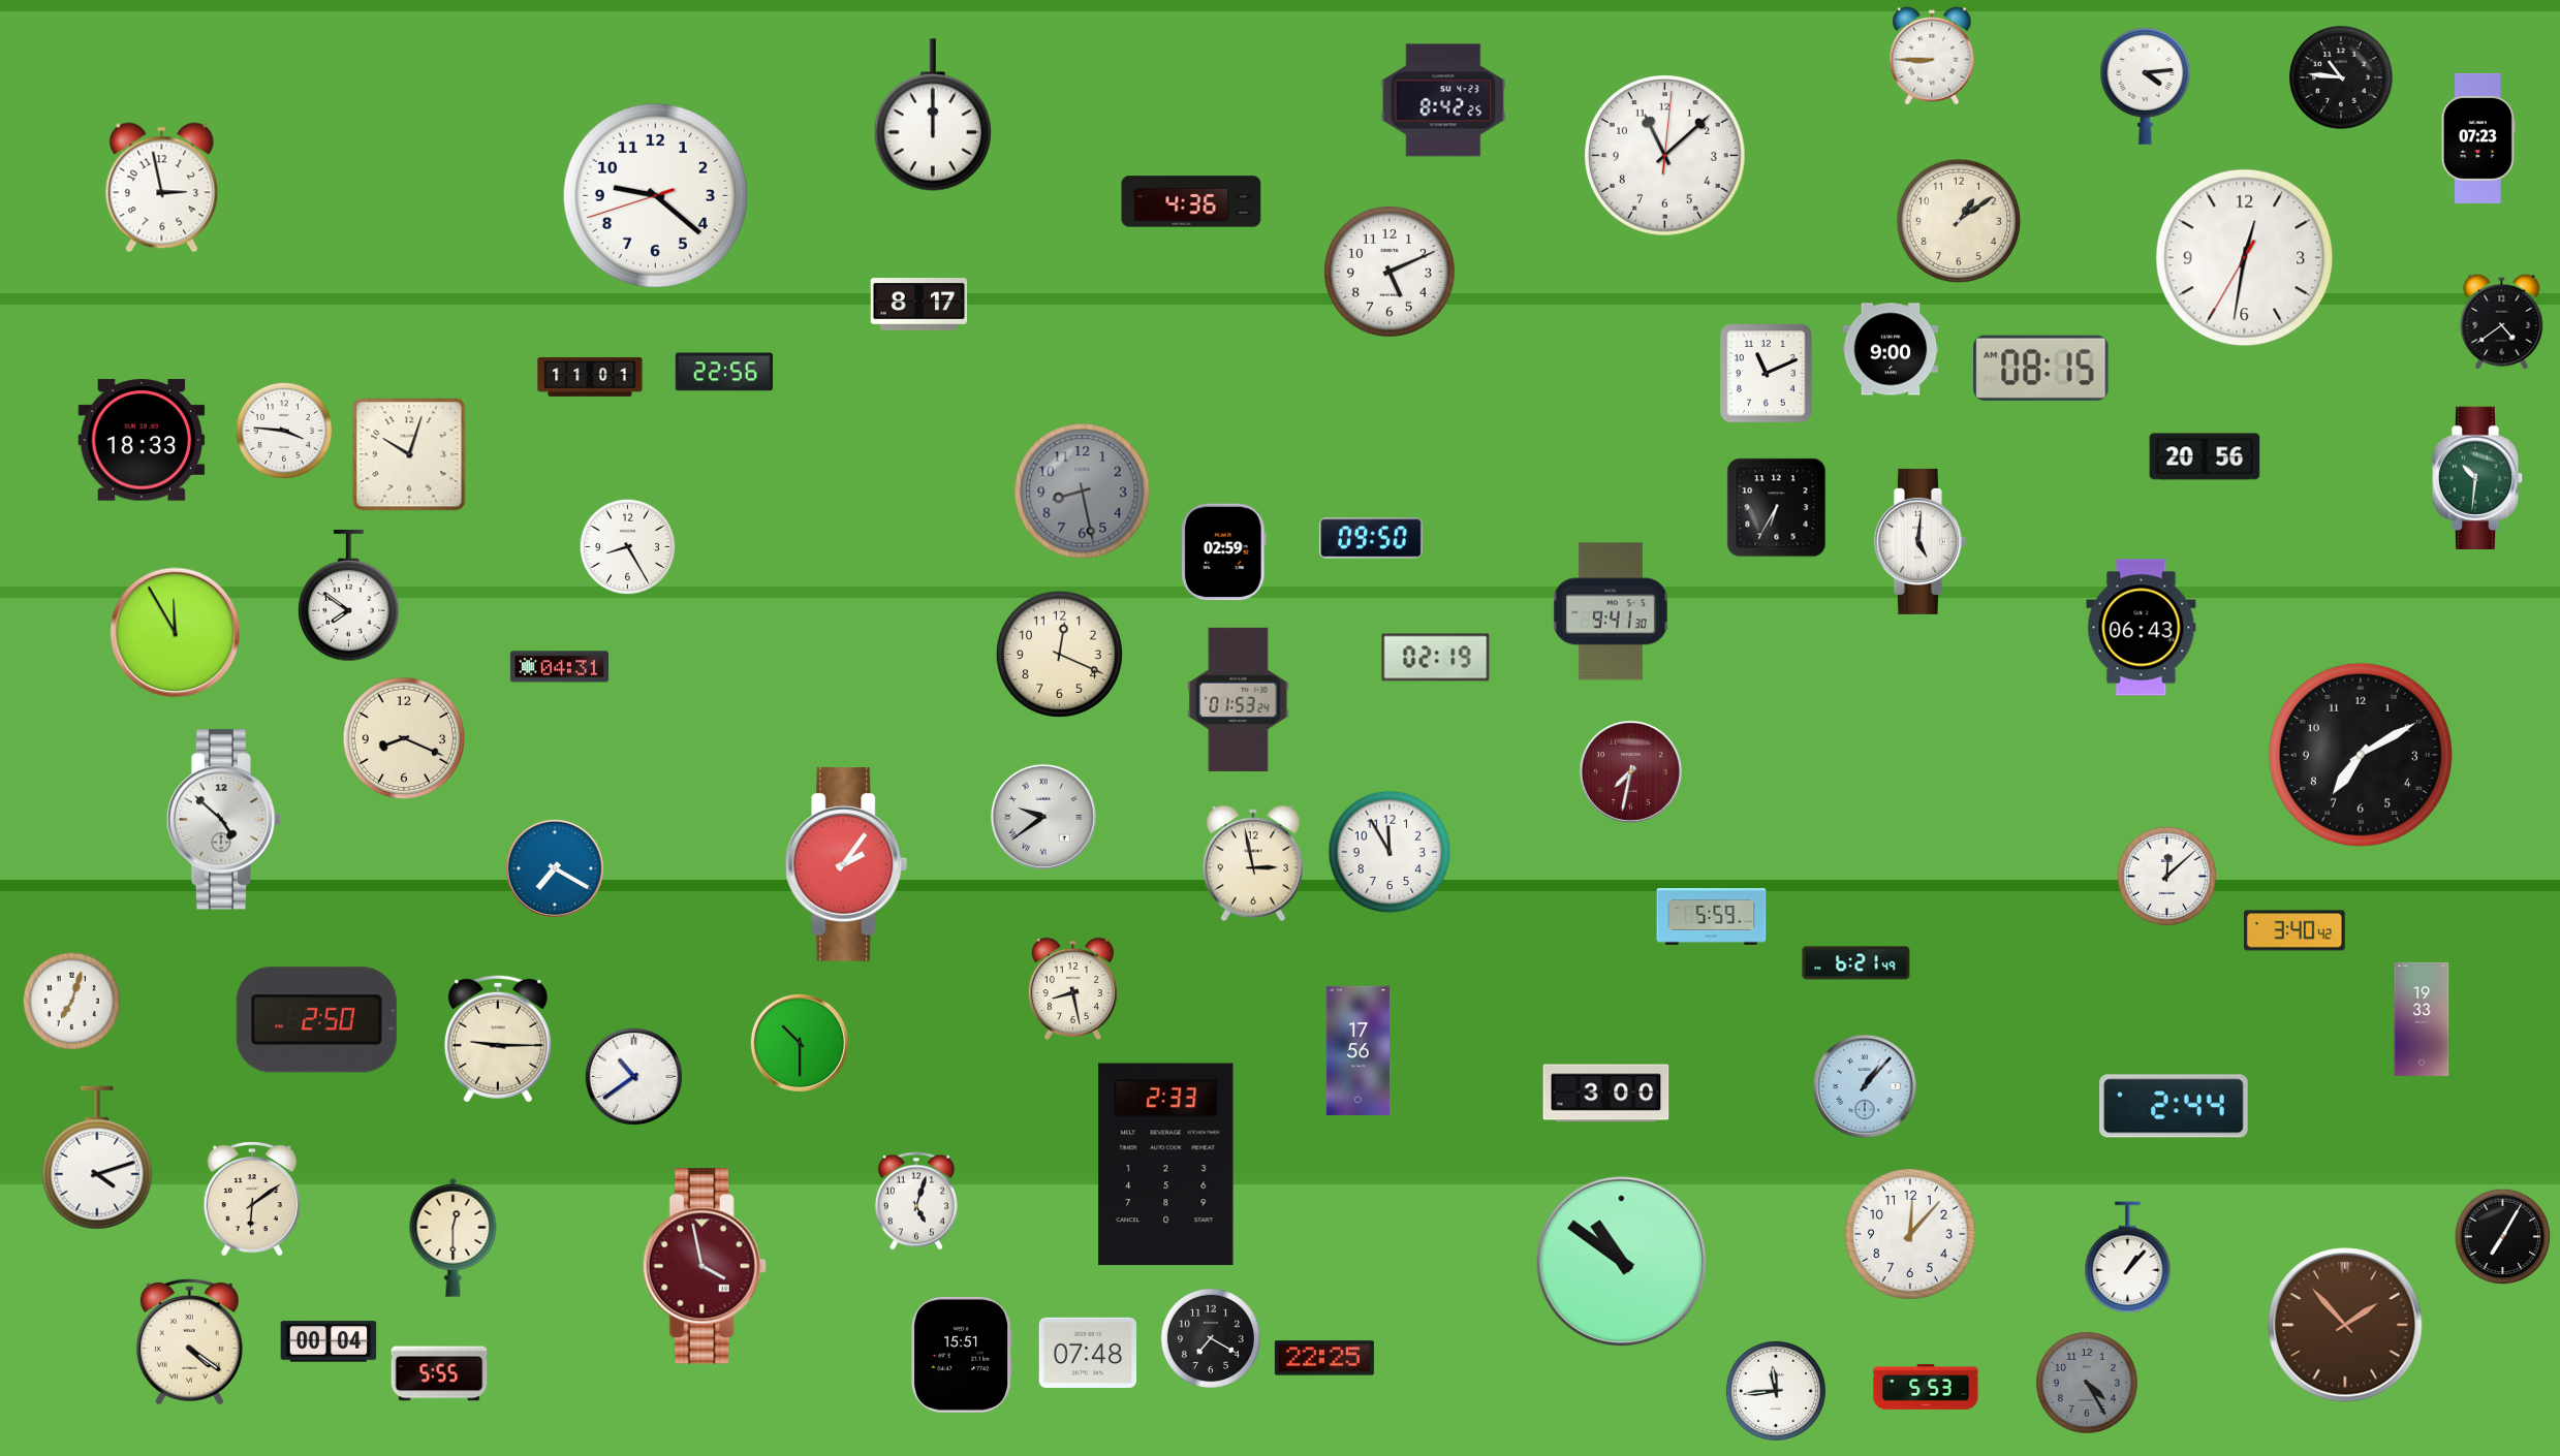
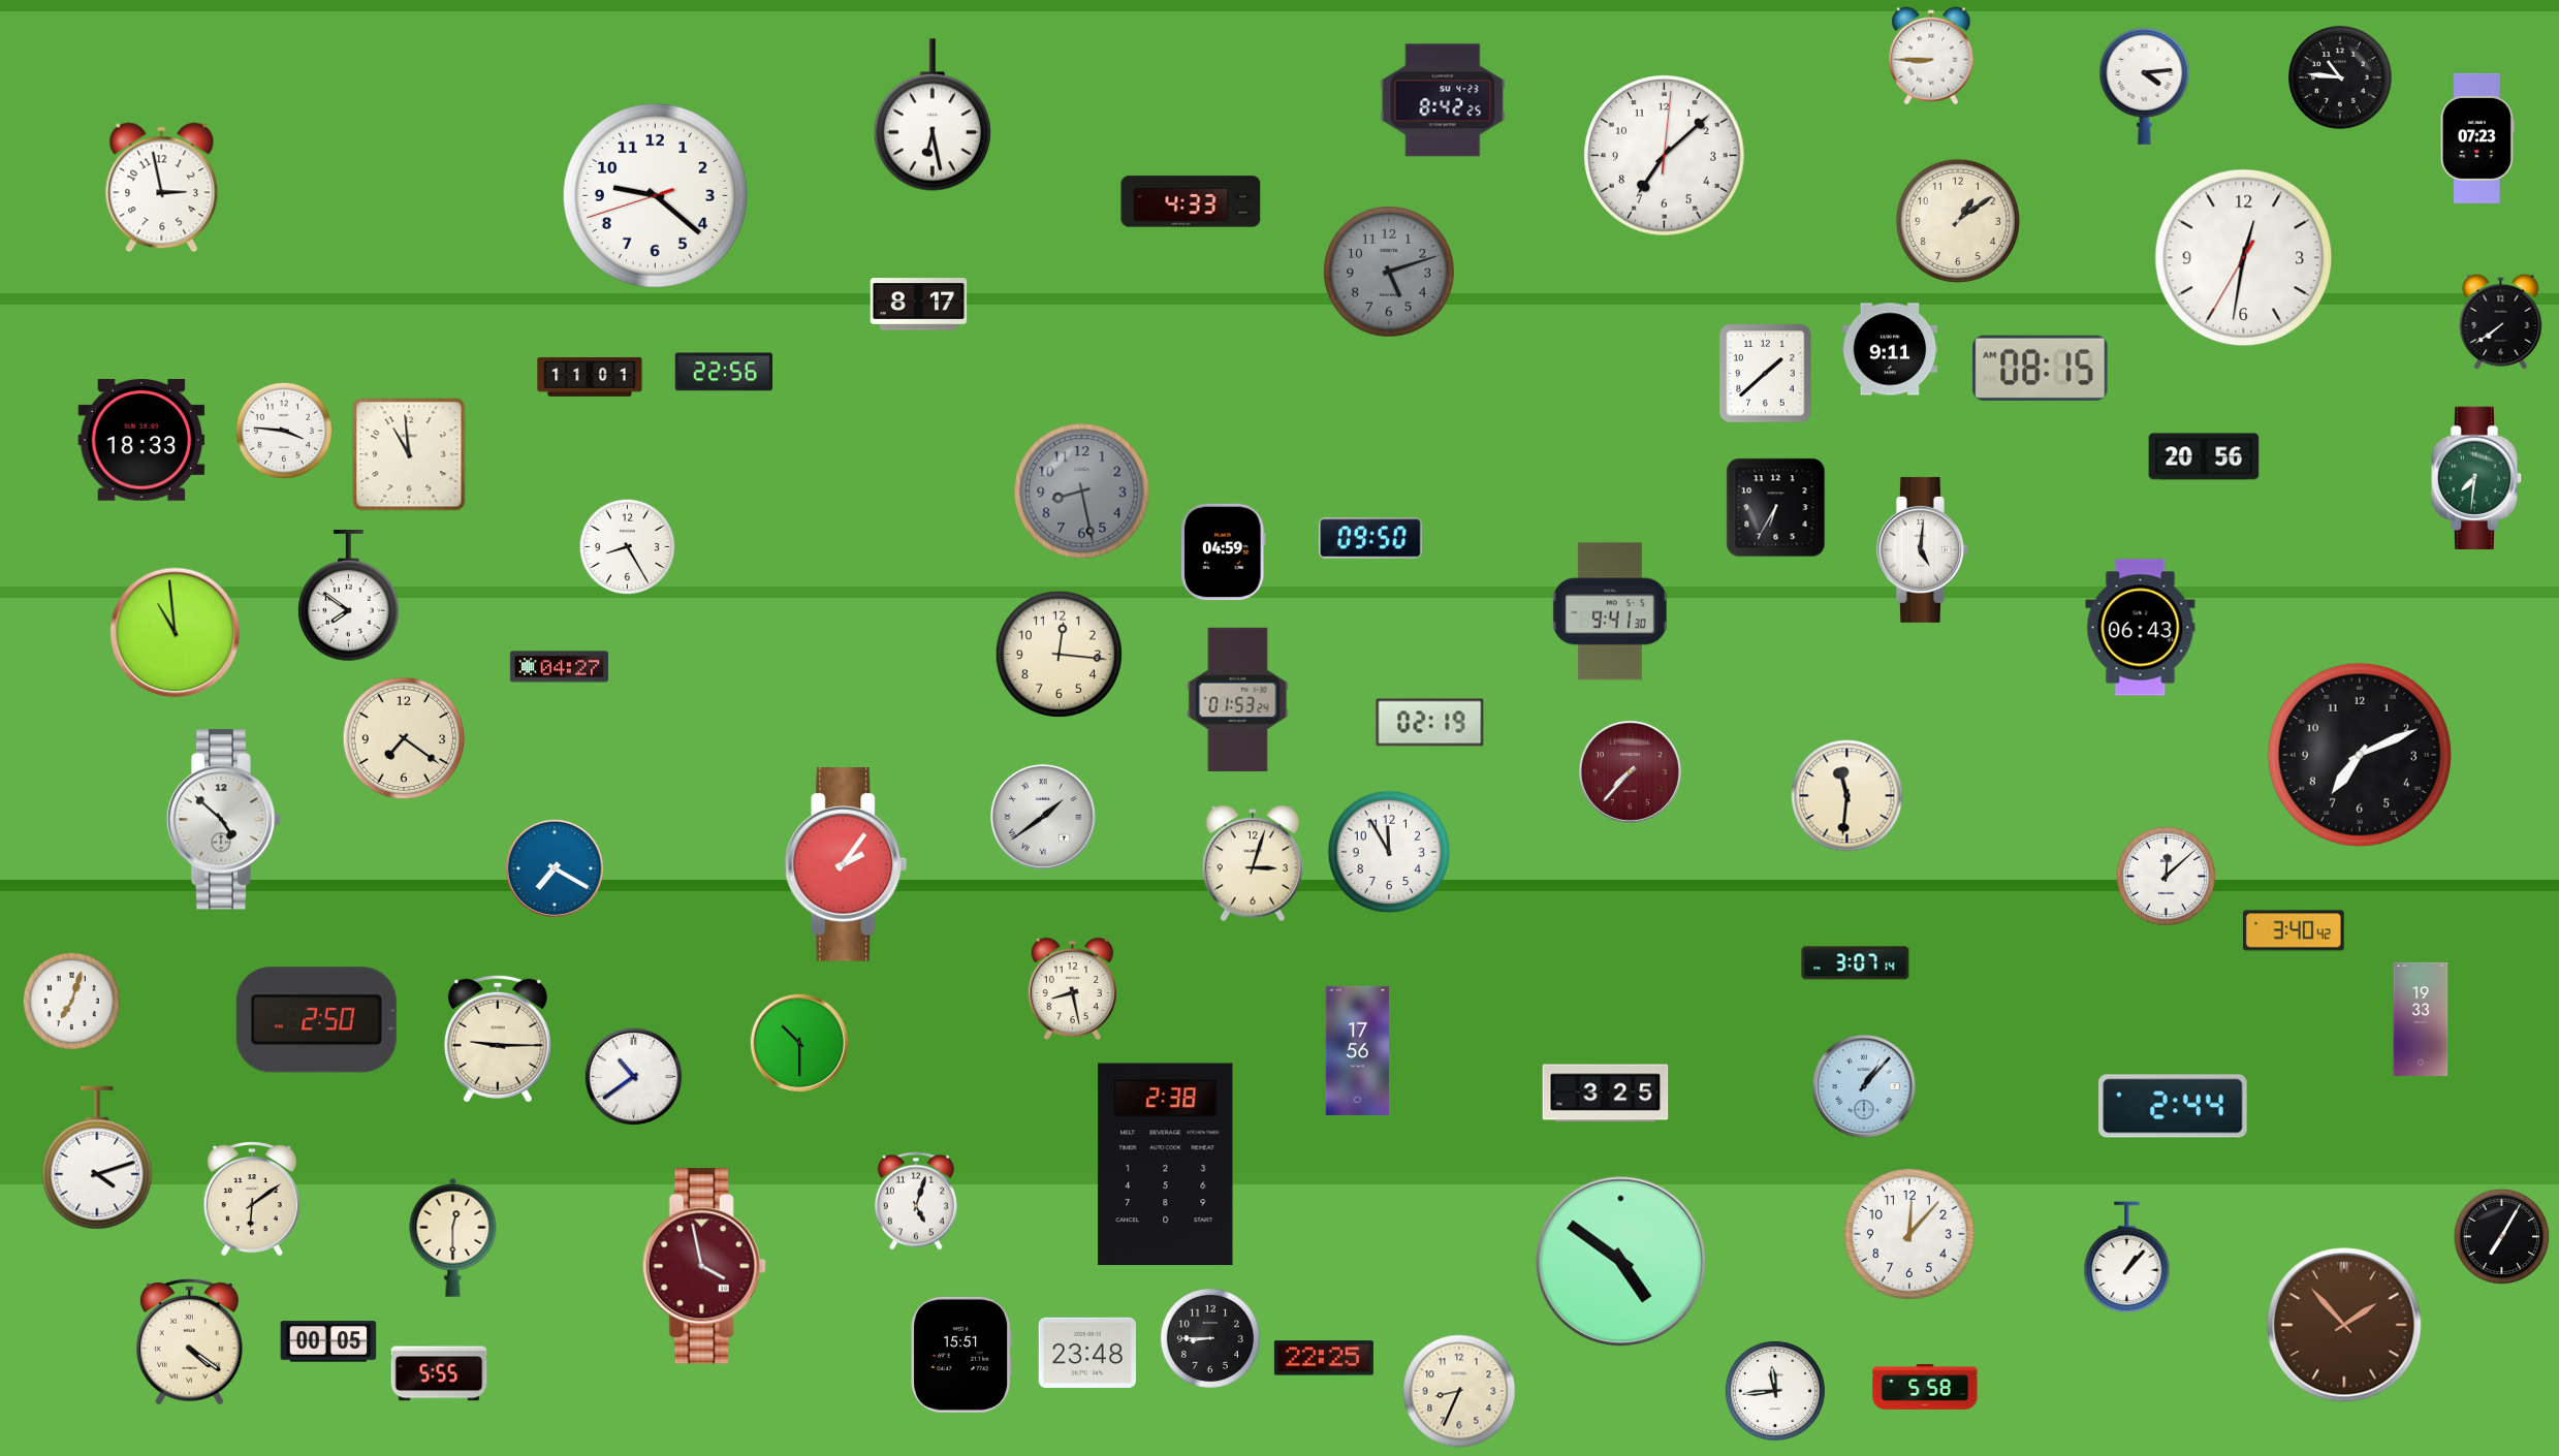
clock at (933, 115): 12:00 -> 6:28
clock at (1665, 156): 11:08 -> 7:08
clock at (1191, 201): 4:36 -> 4:33
clock at (1390, 272): 5:11 -> 5:12
clock at (1390, 272) dial: white -> grey
clock at (2502, 321): 4:39 -> 7:39
clock at (1891, 349): 9:00 -> 9:11
clock at (1767, 374): 11:11 -> 1:38
clock at (409, 454): 10:03 -> 10:59
clock at (2477, 477): 10:31 -> 7:31
clock at (1919, 541) position: (1919, 541) -> (1922, 549)
clock at (1224, 552): 02:59 -> 04:59
clock at (176, 633): 11:55 -> 10:59
clock at (1059, 654): 12:19 -> 12:16
clock at (1436, 658) position: (1436, 658) -> (1430, 723)
clock at (559, 667): 04:31 -> 04:27
clock at (404, 738): 8:19 -> 7:21
clock at (2361, 755): 7:10 -> 7:11
clock at (1630, 771): 7:32 -> 7:37
clock at (1847, 796): none -> 11:31
clock at (1043, 817): 9:39 -> 1:39
clock at (1253, 863): 2:58 -> 3:03
clock at (1712, 917): 5:59 -> none
clock at (1856, 963): 6:21 -> 3:07
clock at (1606, 1094): 3:00 -> 3:25
clock at (1166, 1165): 2:33 -> 2:38
clock at (1622, 1262): 10:51 -> 4:51
clock at (1211, 1338): 7:20 -> 8:45
clock at (329, 1341): 00:04 -> 00:05
clock at (1087, 1352): 07:48 -> 23:48
clock at (2087, 1383): 4:25 -> none
clock at (1926, 1388): 5:53 -> 5:58
clock at (1459, 1391): none -> 8:34
